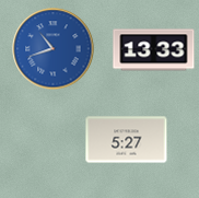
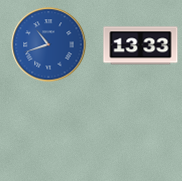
clock at (127, 140): 5:27 -> none
